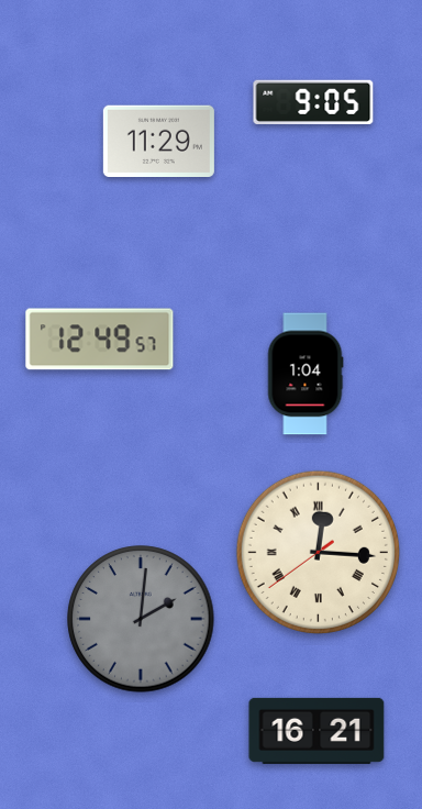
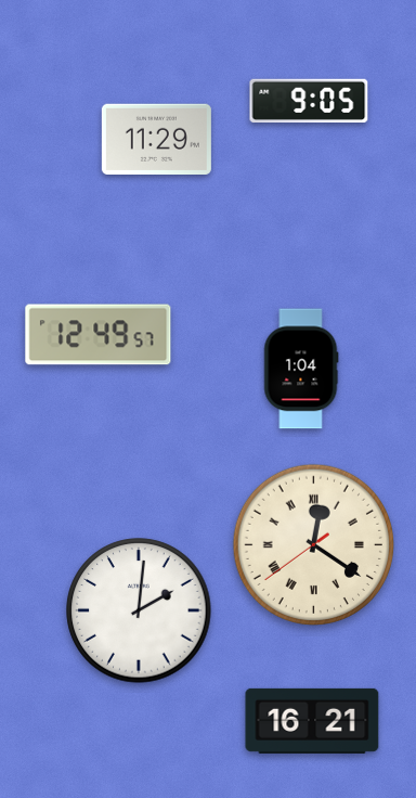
clock at (318, 552): 12:15 -> 12:20
clock at (141, 619) dial: grey -> white
